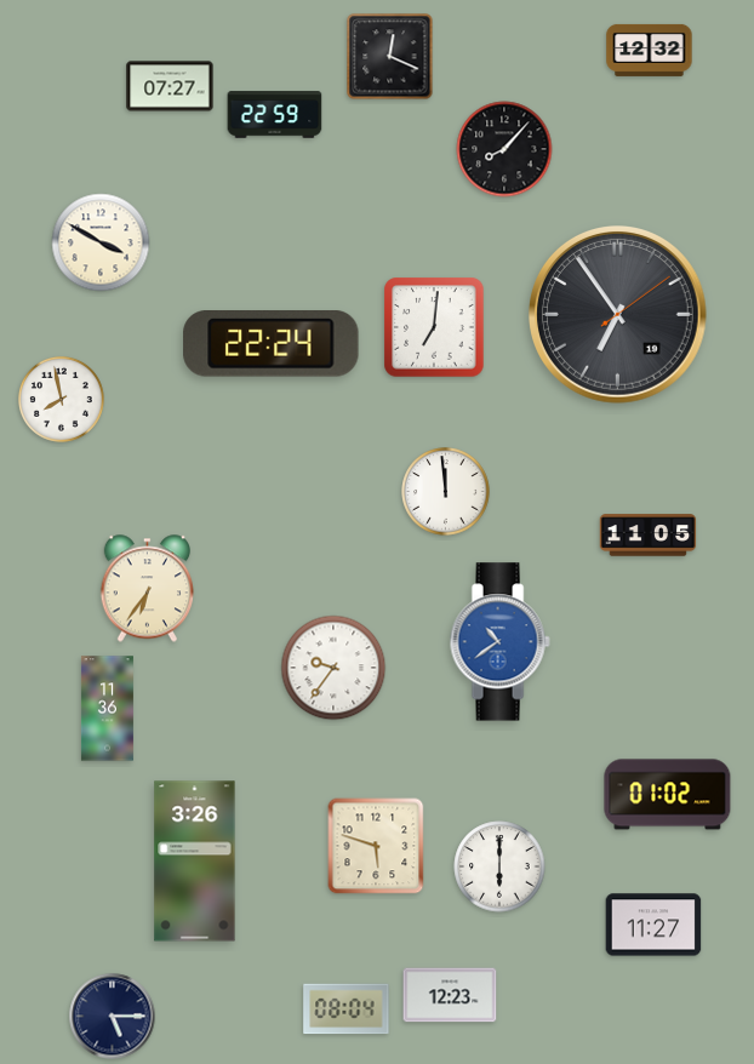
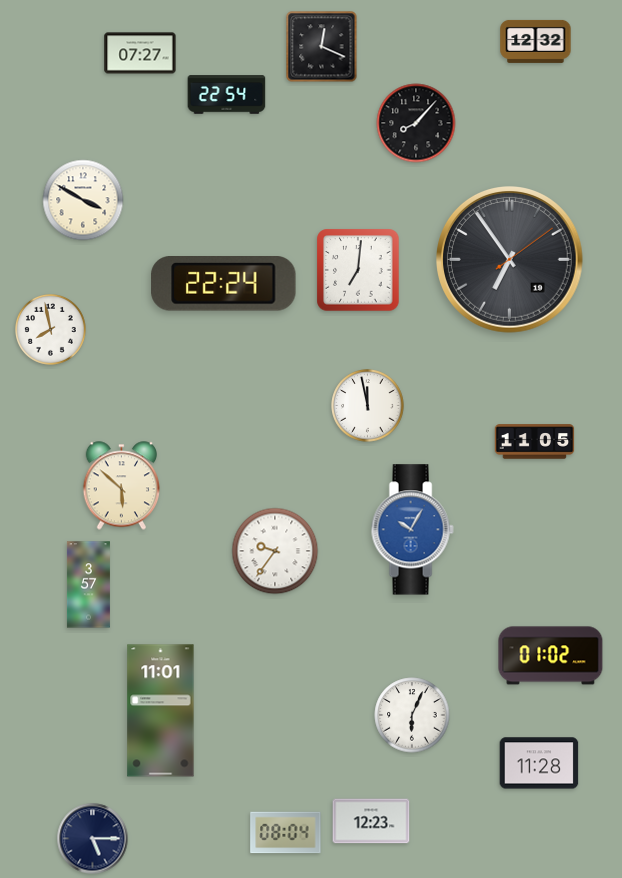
clock at (170, 86) position: (170, 86) -> (140, 53)
clock at (275, 115): 22:59 -> 22:54
clock at (446, 492): 11:59 -> 11:58
clock at (148, 589): 6:36 -> 5:52
clock at (499, 642): 10:39 -> 10:05
clock at (107, 709): 11:36 -> 3:57
clock at (376, 846): 5:48 -> none
clock at (195, 862): 3:26 -> 11:01
clock at (499, 866): 6:00 -> 6:04
clock at (653, 925): 11:27 -> 11:28
